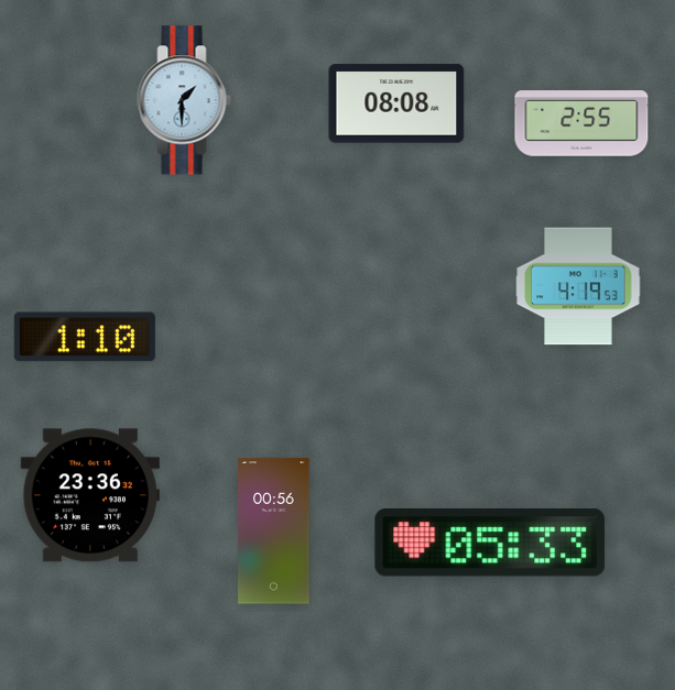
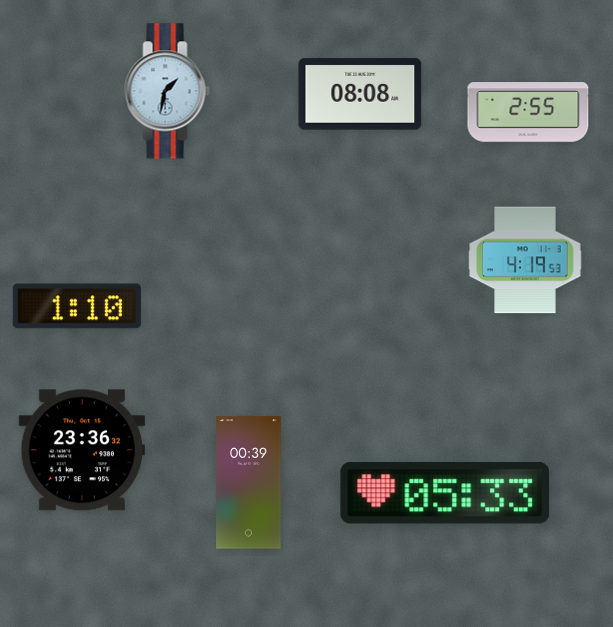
clock at (184, 100): 1:30 -> 1:32
clock at (274, 532): 00:56 -> 00:39
